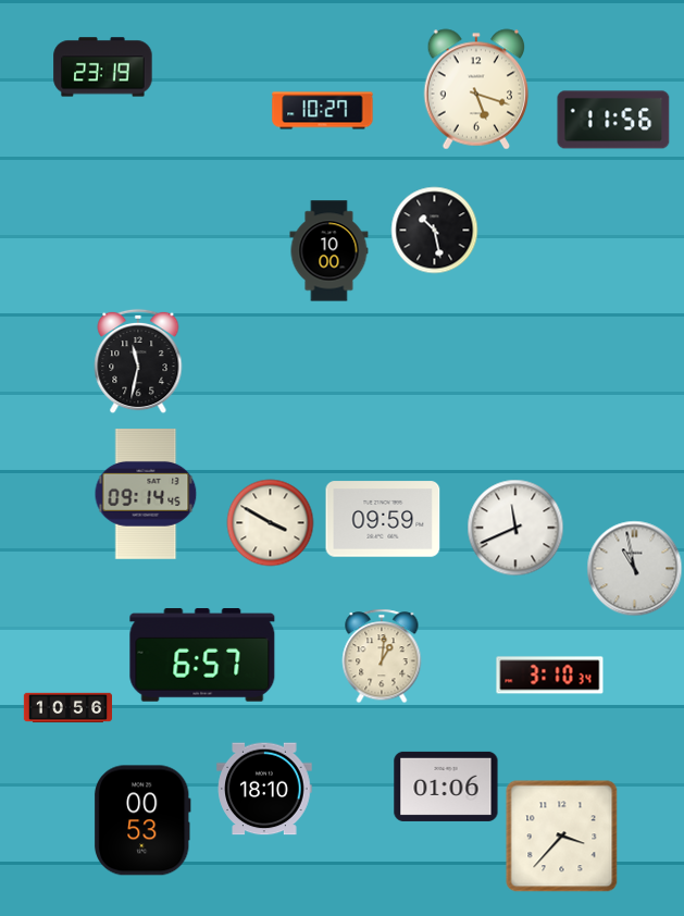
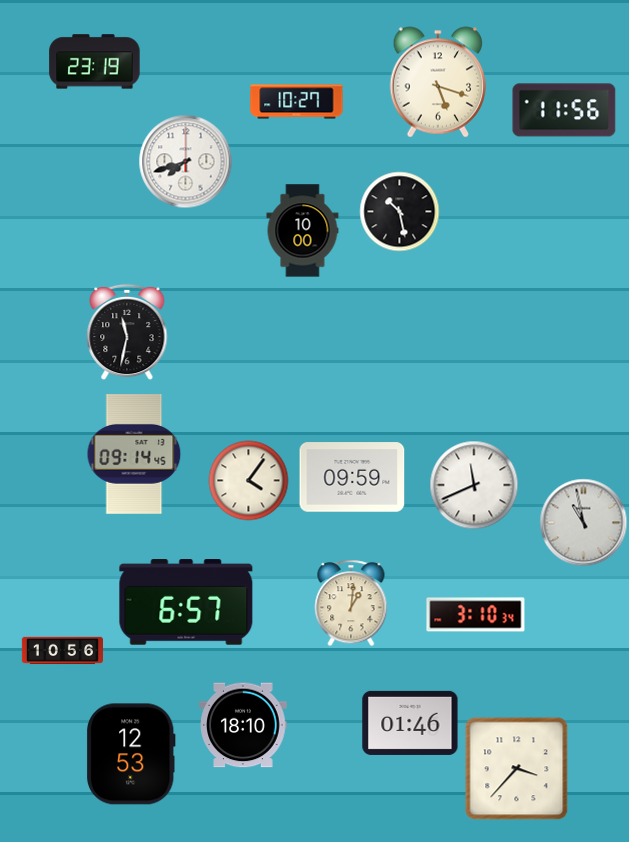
clock at (186, 162): none -> 7:42
clock at (271, 523): 3:50 -> 4:06
clock at (550, 676) position: (550, 676) -> (476, 615)
clock at (446, 787): 01:06 -> 01:46
clock at (142, 820): 00:53 -> 12:53
